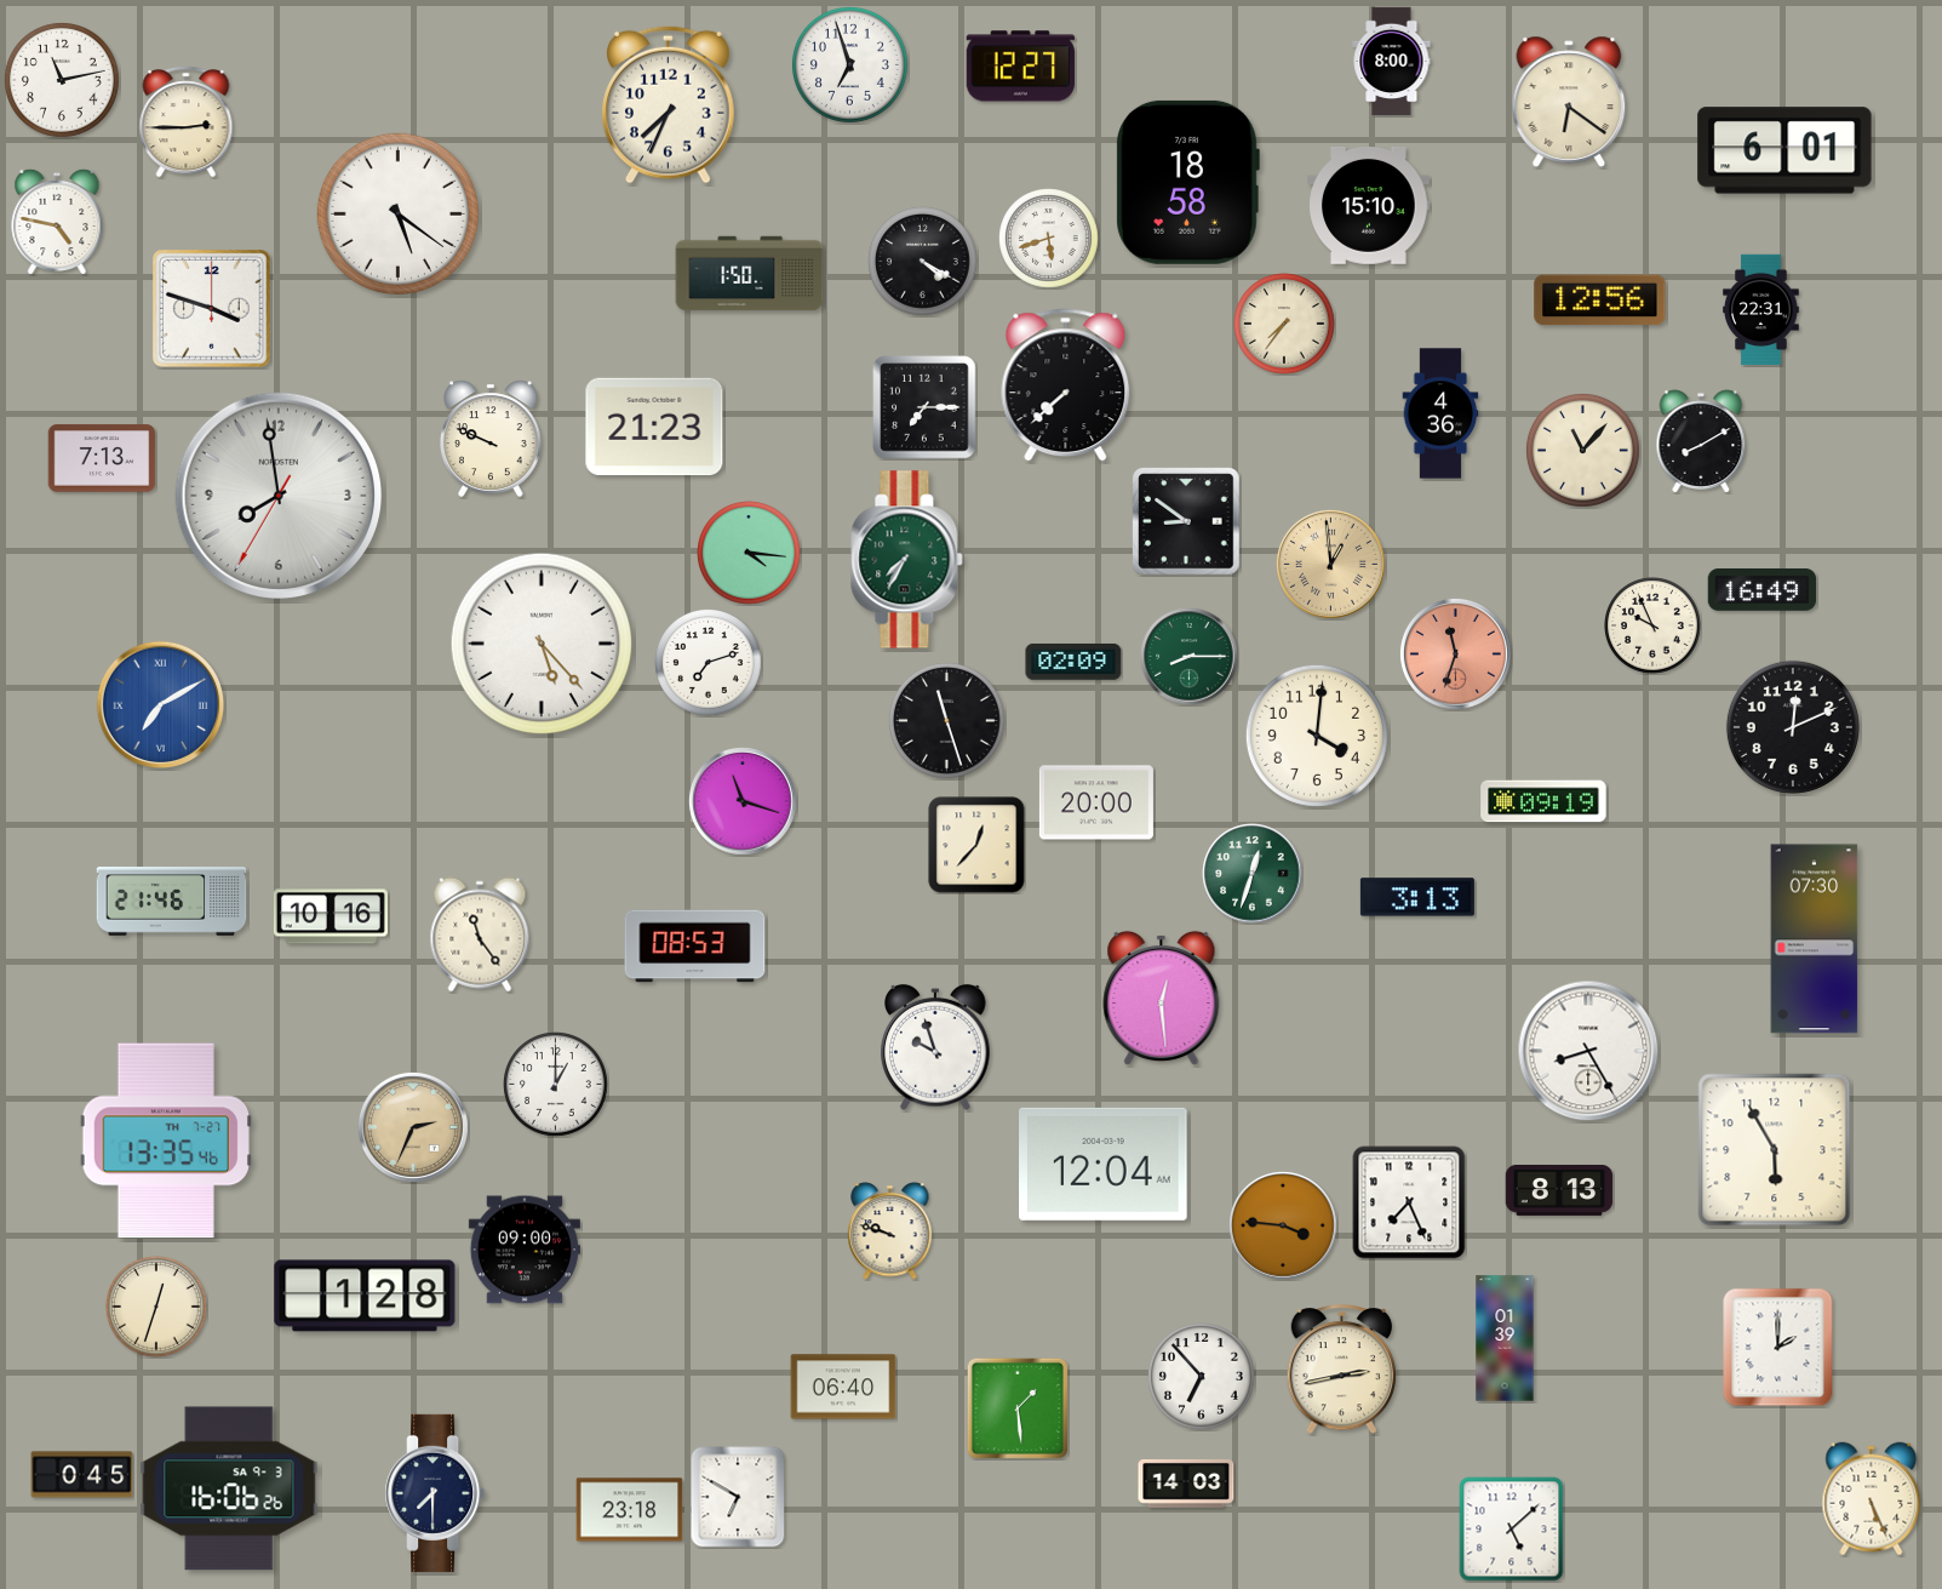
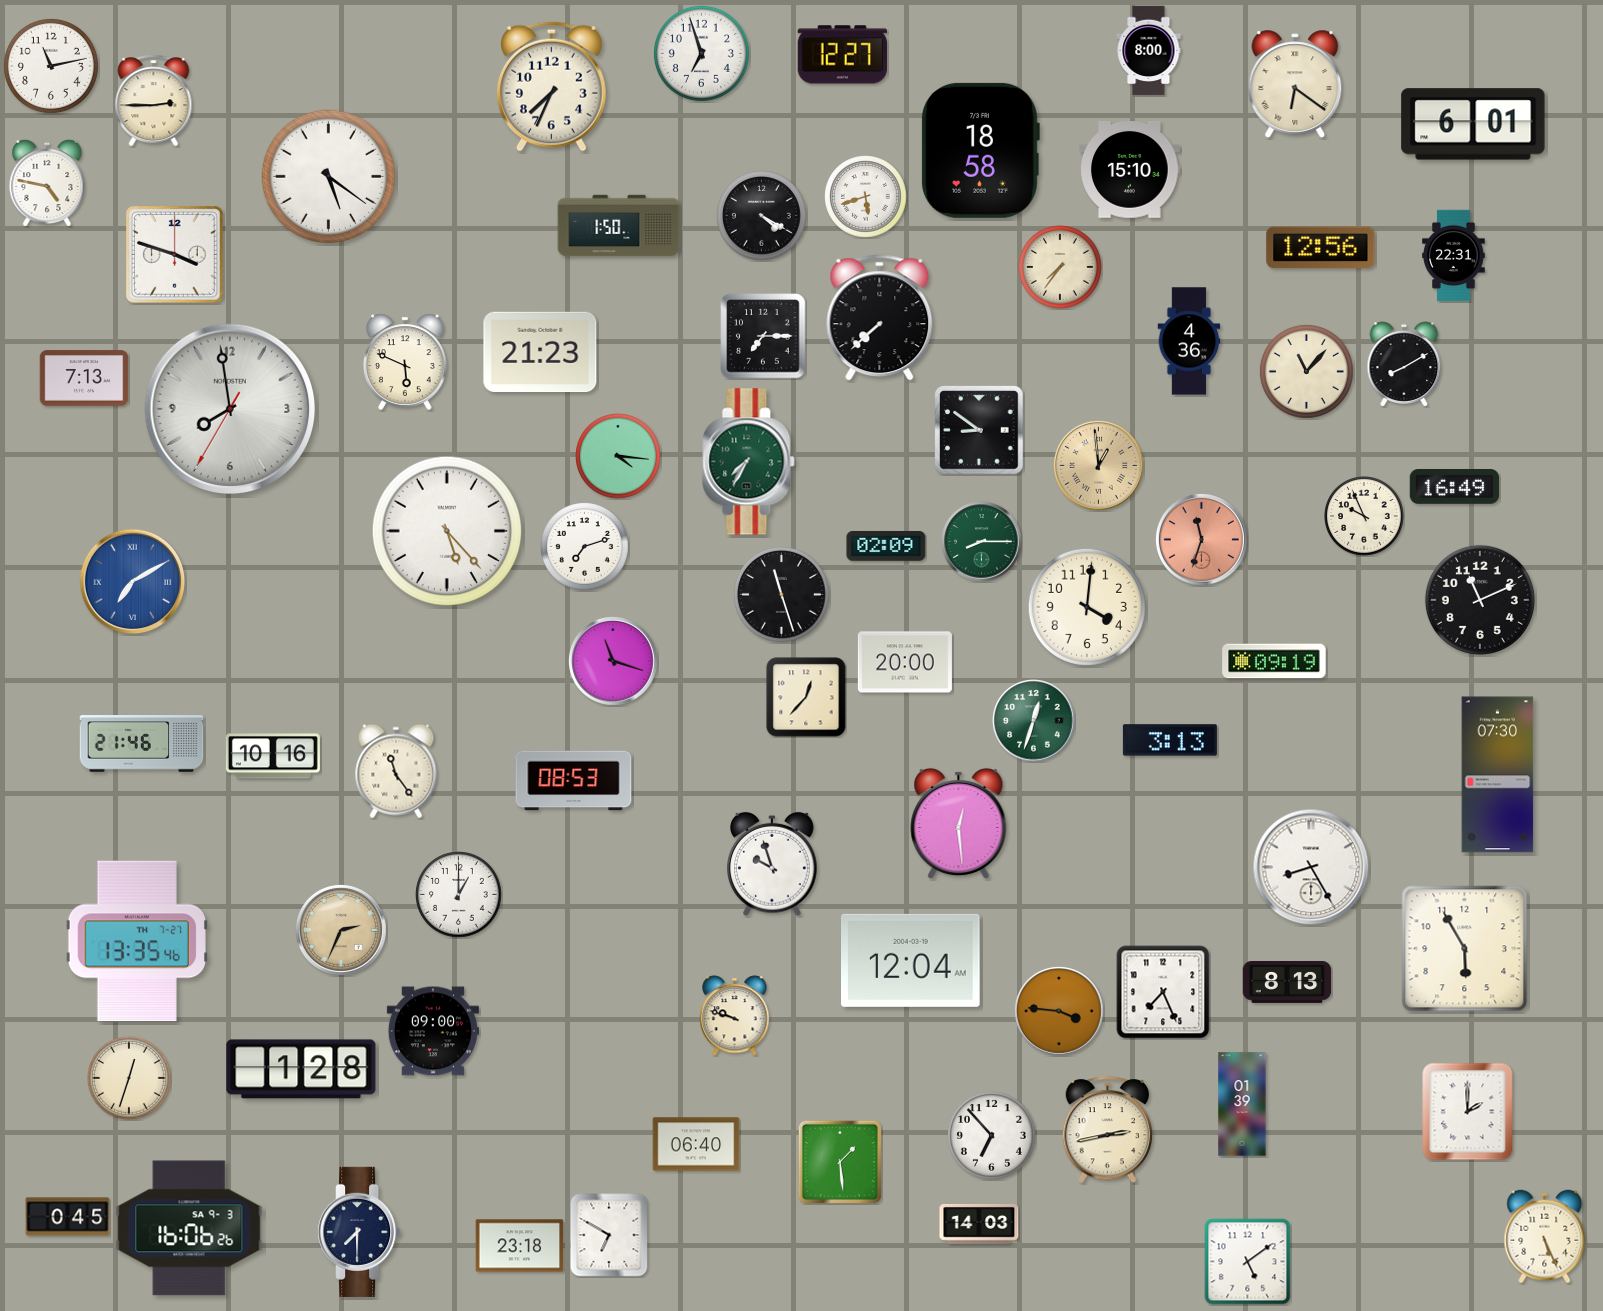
clock at (492, 439): 9:49 -> 5:49
clock at (1793, 727): 12:11 -> 11:11
clock at (1512, 1530): 5:08 -> 5:09
